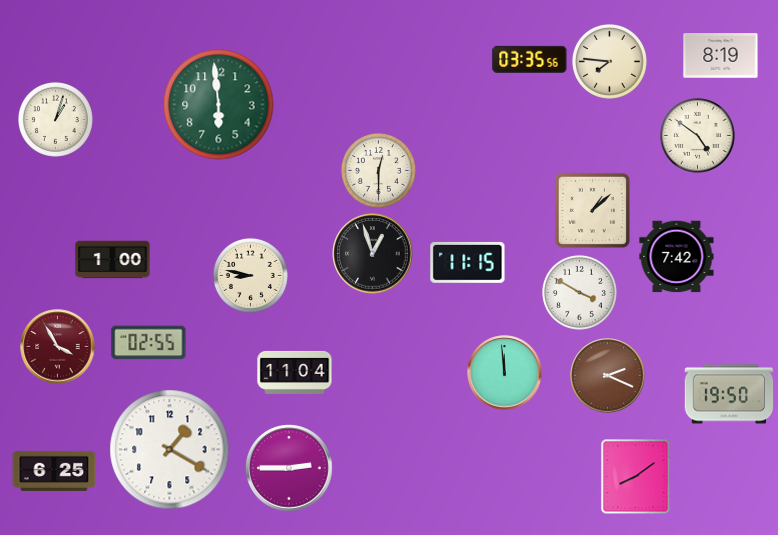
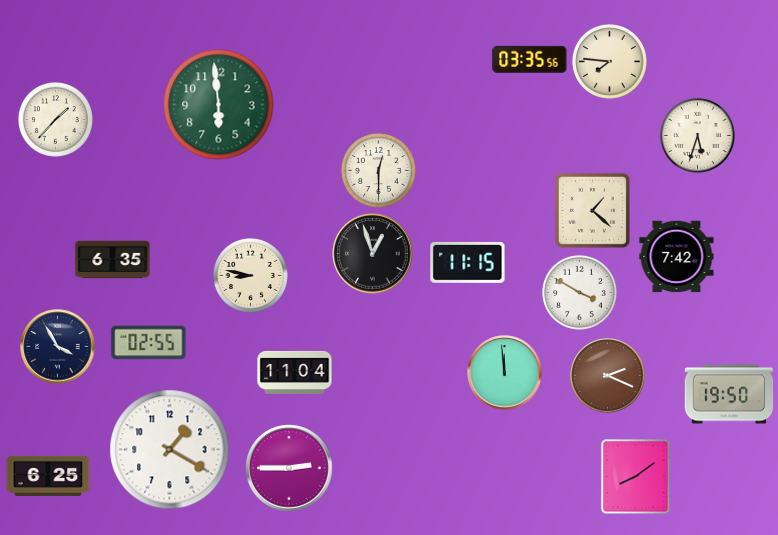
clock at (721, 56): 8:19 -> none
clock at (55, 119): 1:03 -> 1:37
clock at (697, 135): 4:51 -> 5:33
clock at (592, 210): 1:08 -> 1:22
clock at (113, 260): 1:00 -> 6:35
clock at (58, 347) dial: burgundy -> navy
clock at (54, 471) position: (54, 471) -> (48, 476)
